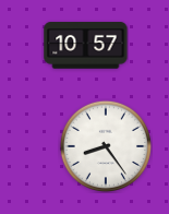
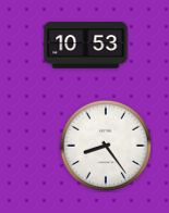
clock at (86, 46): 10:57 -> 10:53
